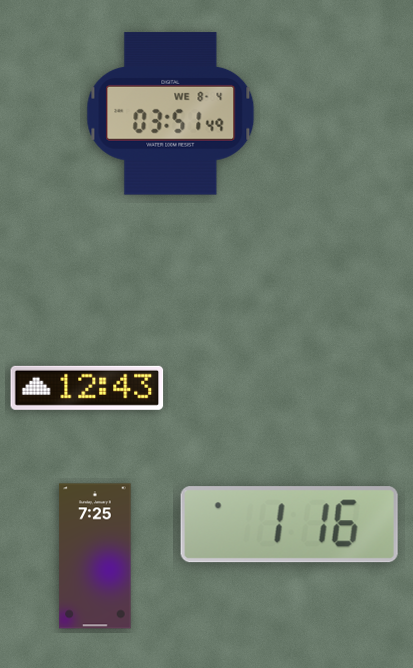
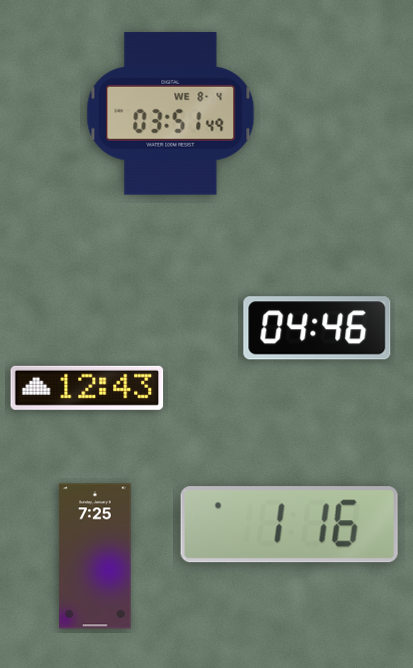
clock at (317, 328): none -> 04:46
